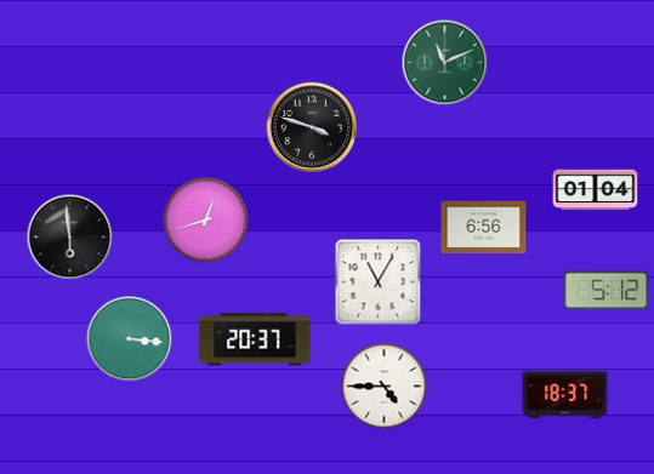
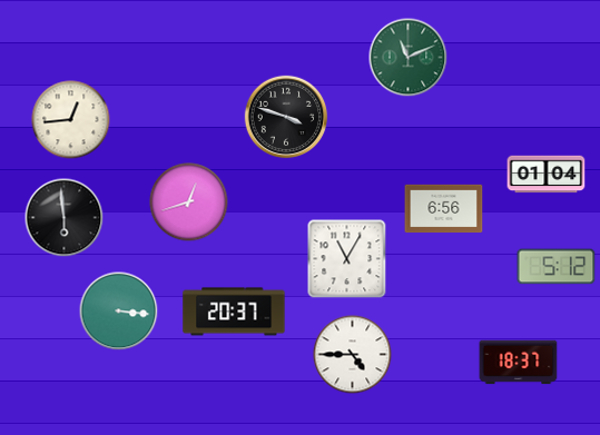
clock at (71, 120): none -> 12:44
